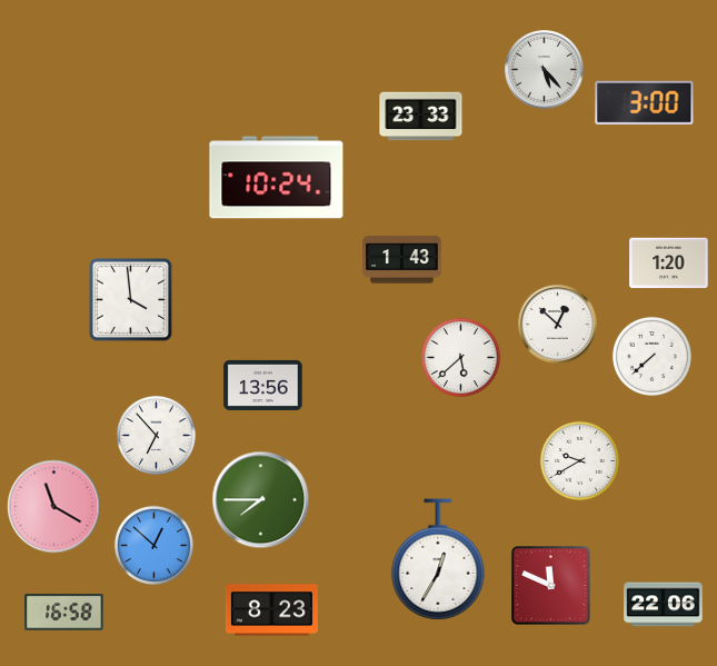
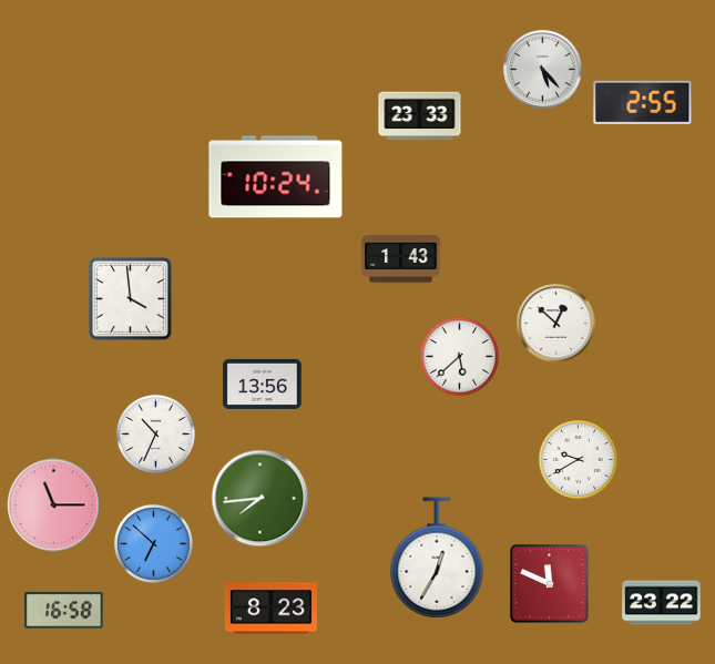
clock at (645, 102): 3:00 -> 2:55
clock at (669, 264): 1:20 -> none
clock at (651, 356): 7:38 -> none
clock at (156, 435): 6:53 -> 10:34
clock at (261, 500): 7:45 -> 7:44
clock at (54, 507): 11:20 -> 11:15
clock at (153, 545): 12:52 -> 6:52
clock at (664, 605): 22:06 -> 23:22
